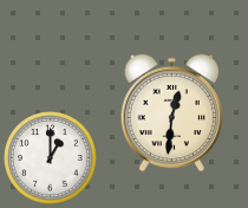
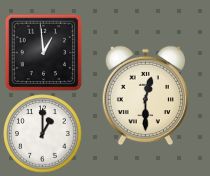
clock at (43, 52): none -> 12:59
clock at (171, 113): 12:31 -> 12:30
